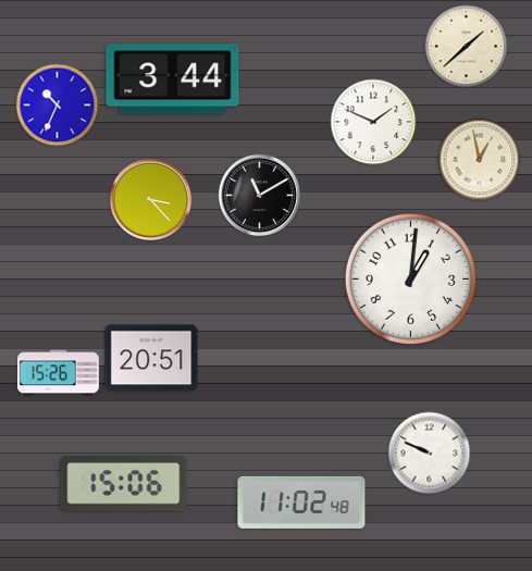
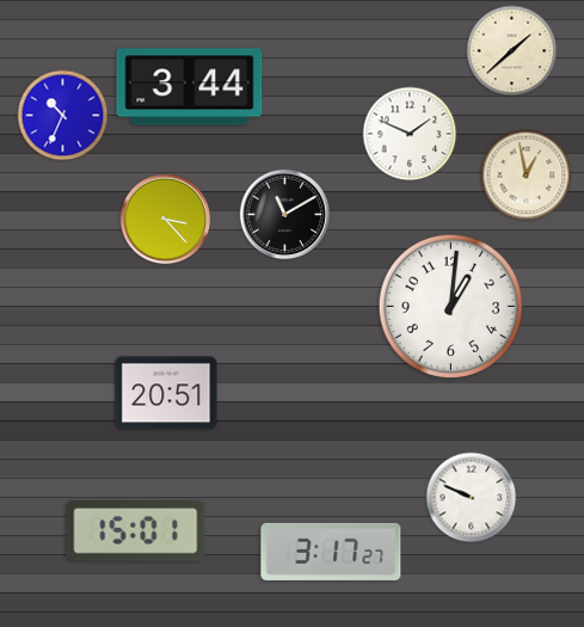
clock at (58, 373): 15:26 -> none
clock at (124, 484): 15:06 -> 15:01
clock at (301, 502): 11:02 -> 3:17
